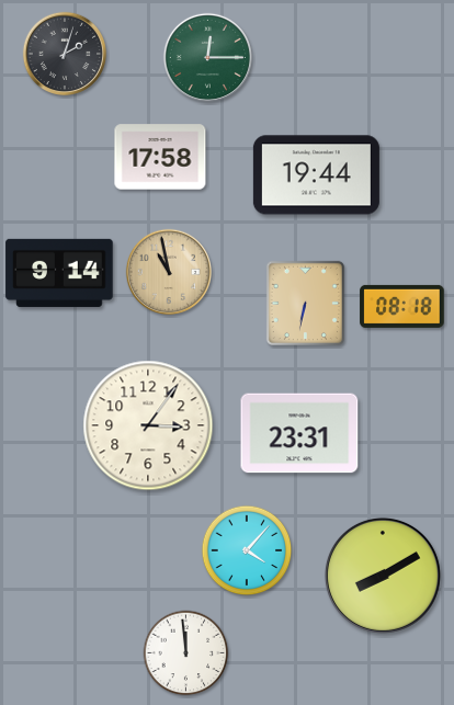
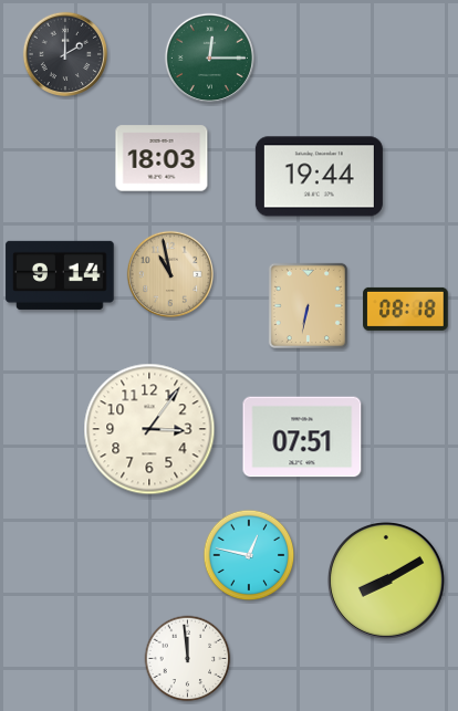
clock at (64, 53): 2:03 -> 2:00
clock at (160, 157): 17:58 -> 18:03
clock at (299, 433): 23:31 -> 07:51
clock at (247, 550): 4:07 -> 12:47
